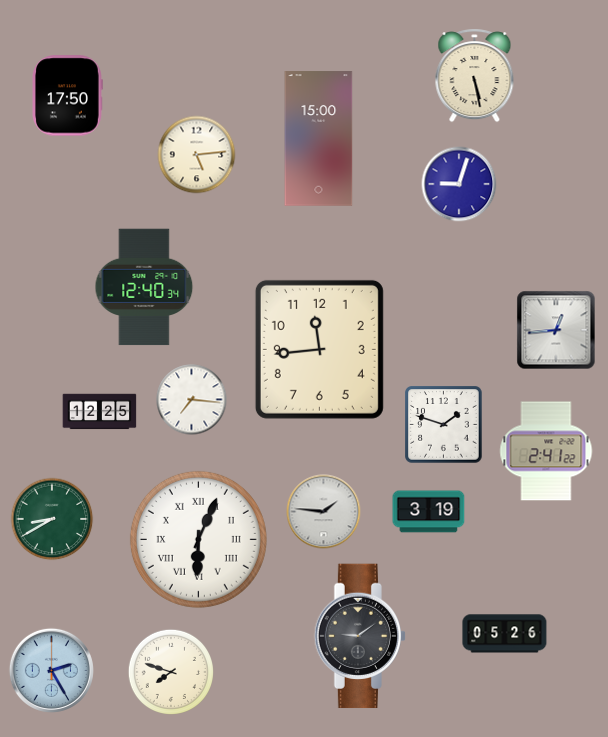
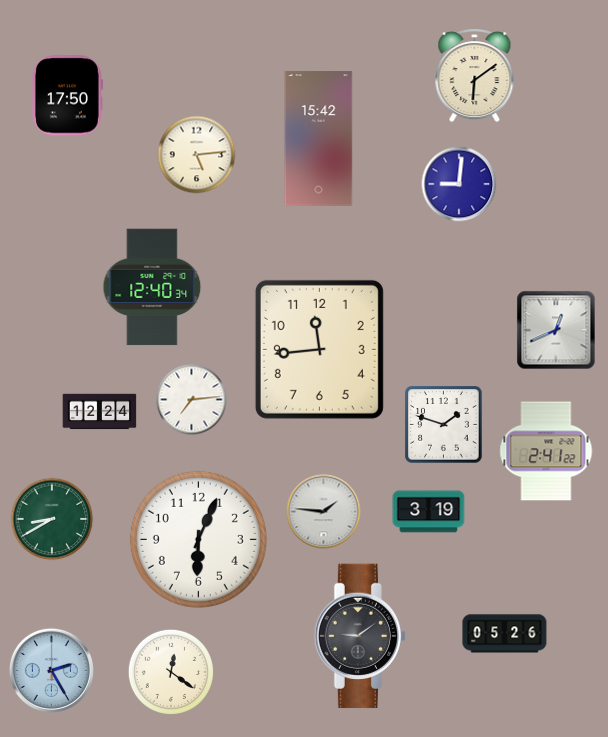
clock at (475, 76): 5:28 -> 6:09
clock at (319, 139): 15:00 -> 15:42
clock at (459, 184): 9:03 -> 9:01
clock at (144, 287) position: (144, 287) -> (152, 287)
clock at (556, 330): 12:44 -> 12:41
clock at (192, 400): 7:16 -> 7:14
clock at (100, 412): 12:25 -> 12:24
clock at (198, 539) numerals: Roman -> Arabic
clock at (171, 672): 7:48 -> 12:21
